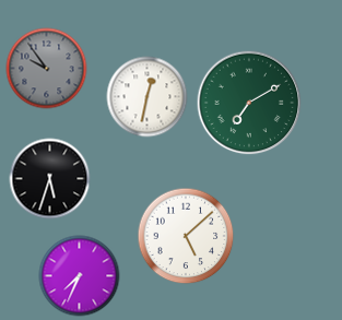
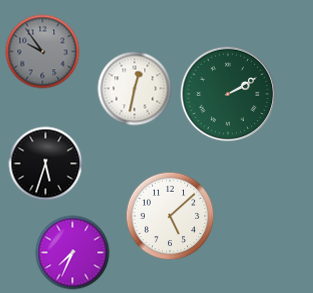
clock at (47, 69) position: (47, 69) -> (43, 52)
clock at (249, 103): 7:10 -> 2:10
